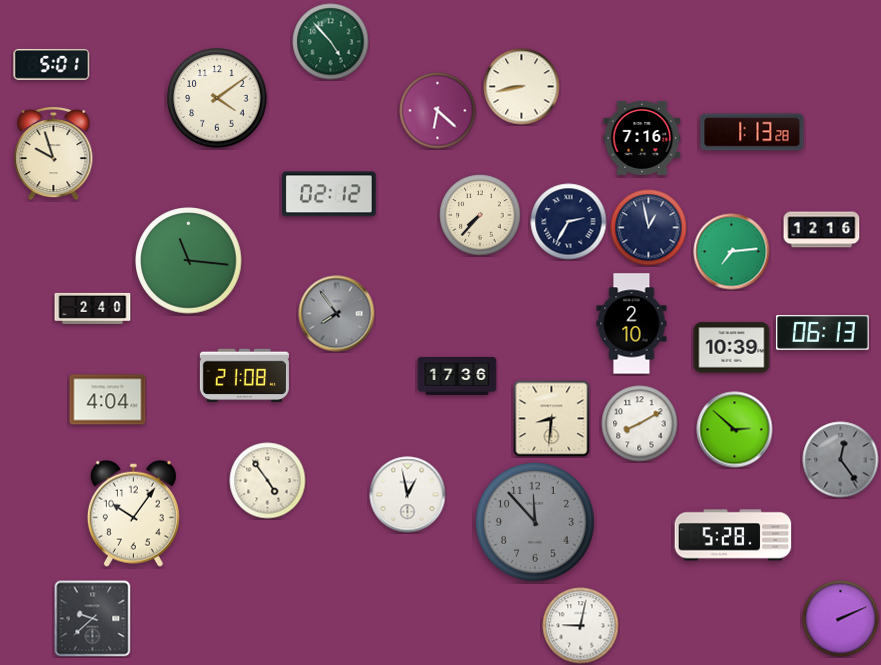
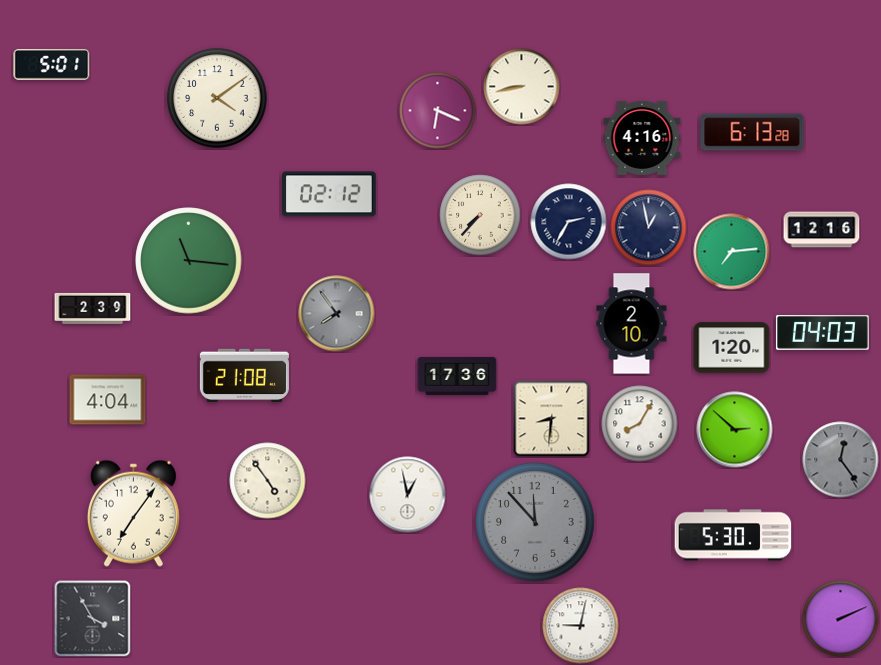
clock at (331, 42): 4:53 -> none
clock at (438, 111): 6:22 -> 6:19
clock at (752, 132): 1:13 -> 6:13
clock at (642, 138): 7:16 -> 4:16
clock at (54, 154): 9:57 -> none
clock at (93, 308): 2:40 -> 2:39
clock at (823, 333): 06:13 -> 04:03
clock at (732, 348): 10:39 -> 1:20
clock at (640, 424): 8:10 -> 8:05
clock at (133, 513): 10:06 -> 7:06
clock at (733, 535): 5:28 -> 5:30
clock at (93, 619): 9:38 -> 3:55
